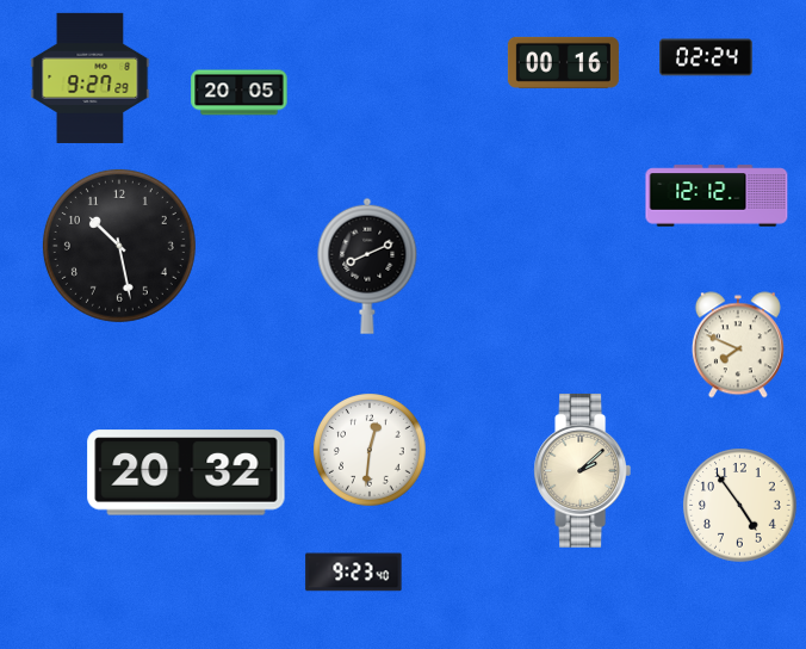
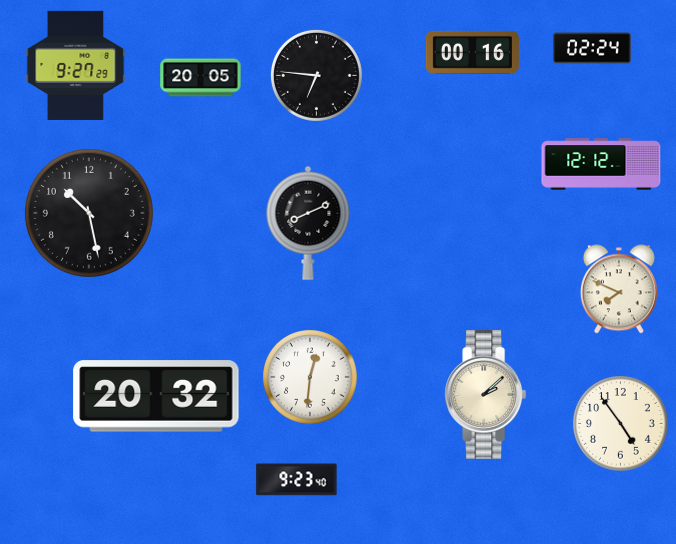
clock at (316, 75): none -> 6:46
clock at (119, 246) position: (119, 246) -> (89, 213)
clock at (583, 470) position: (583, 470) -> (486, 394)
